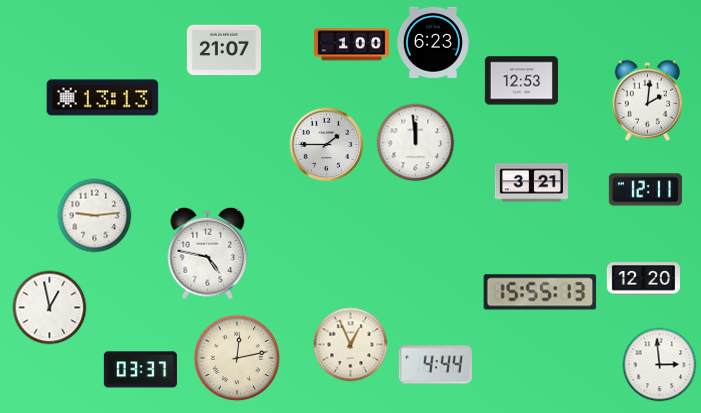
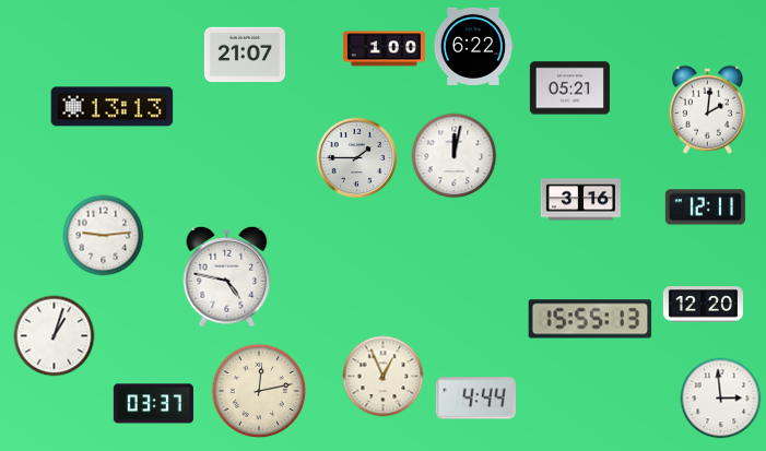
clock at (433, 42): 6:23 -> 6:22
clock at (521, 81): 12:53 -> 05:21
clock at (416, 143): 11:59 -> 12:02
clock at (531, 183): 3:21 -> 3:16
clock at (50, 308): 12:58 -> 1:03
